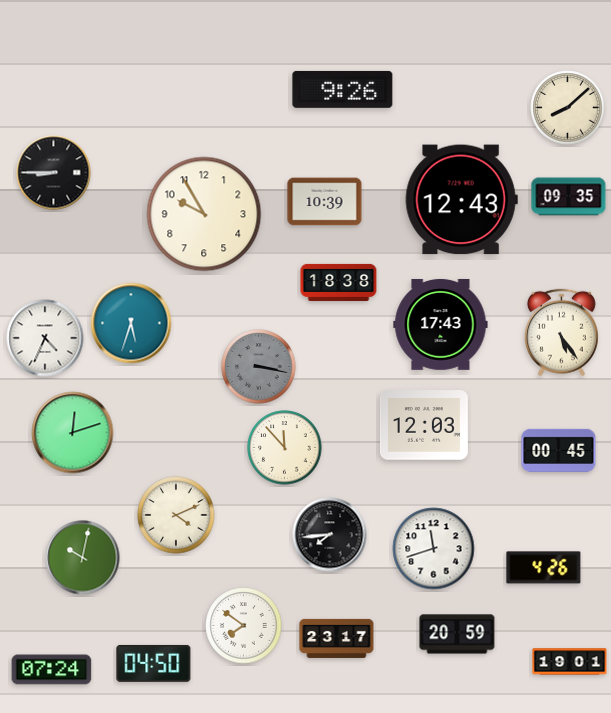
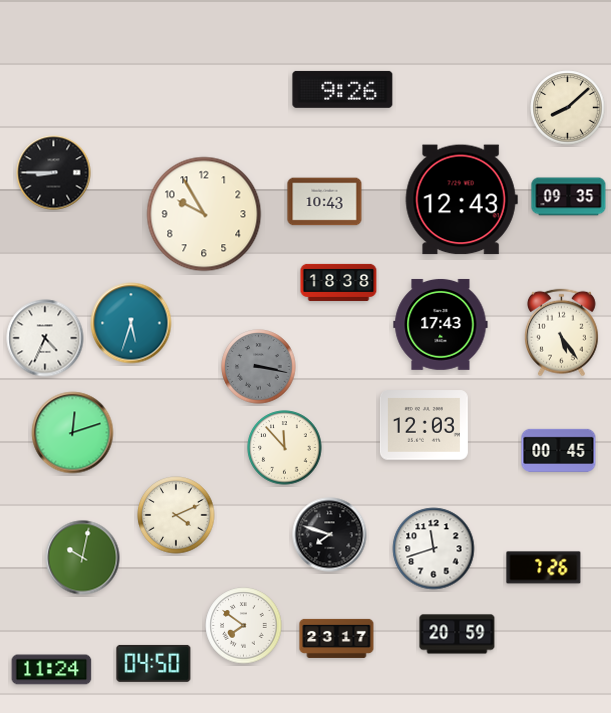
clock at (325, 202): 10:39 -> 10:43
clock at (330, 535): 7:44 -> 7:48
clock at (544, 568): 4:26 -> 7:26
clock at (570, 662): 19:01 -> none
clock at (52, 670): 07:24 -> 11:24
